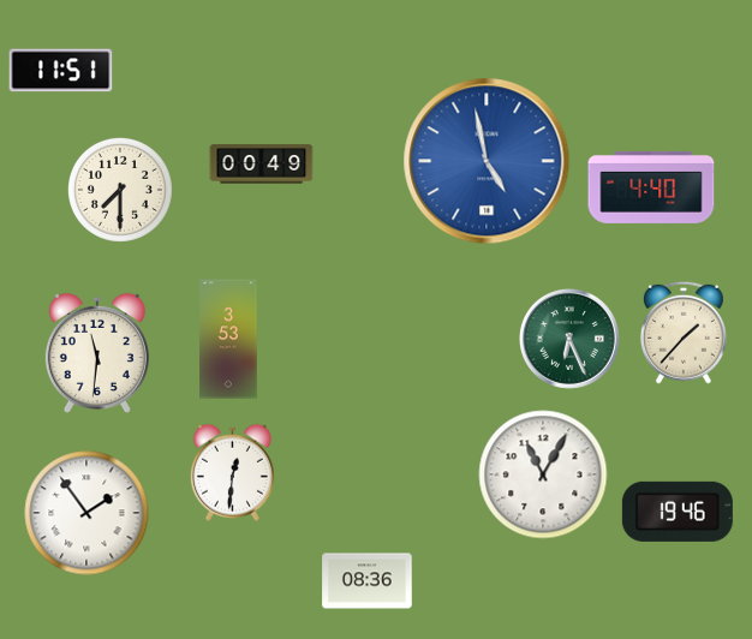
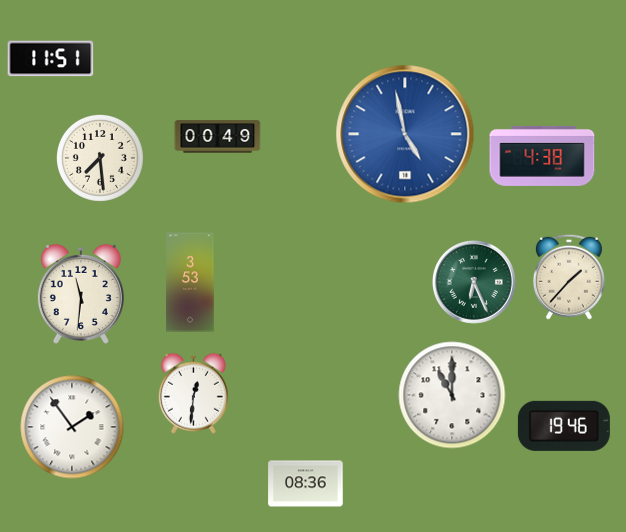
clock at (651, 187): 4:40 -> 4:38
clock at (120, 190): 7:30 -> 7:29
clock at (543, 474): 11:05 -> 11:00
